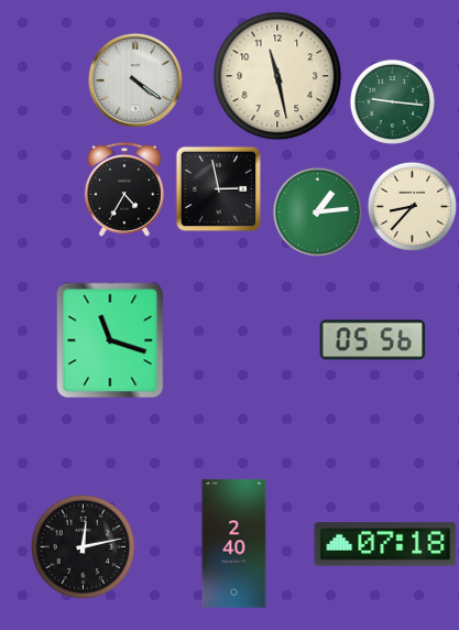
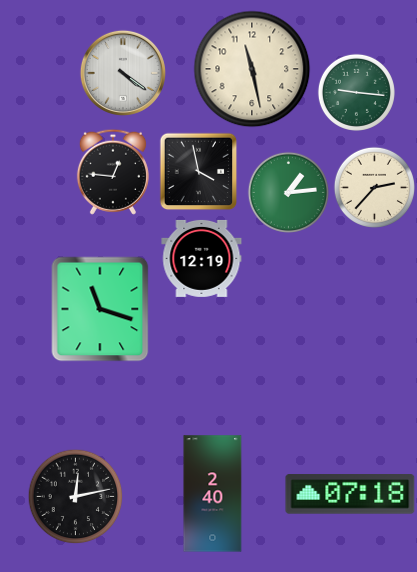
clock at (218, 188): 2:58 -> 3:58
clock at (124, 189): 4:35 -> 12:46
clock at (412, 206): 8:37 -> 2:37
clock at (202, 258): none -> 12:19
clock at (373, 340): 05:56 -> none
